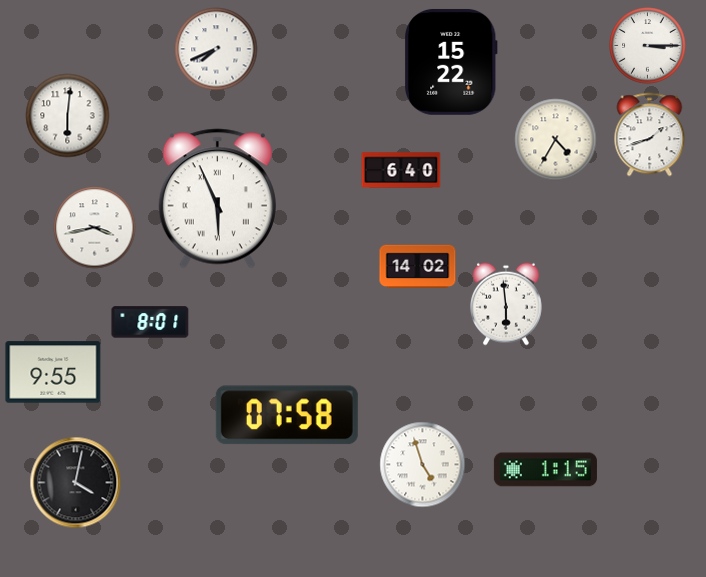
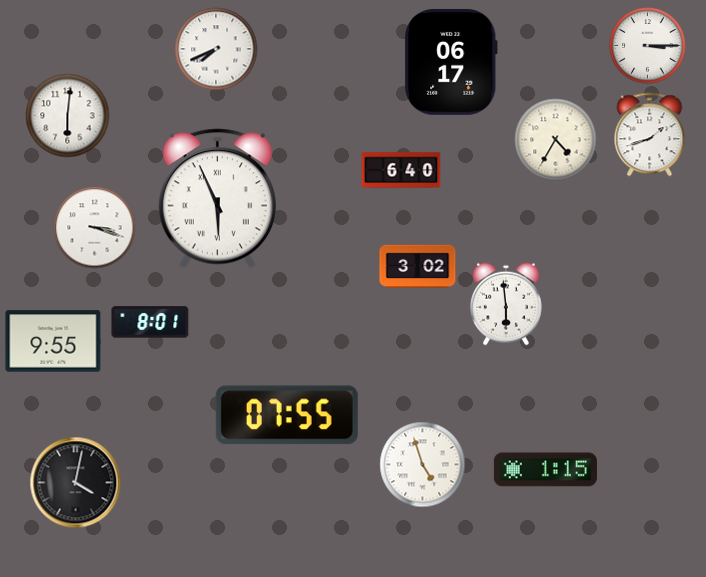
clock at (452, 62): 15:22 -> 06:17
clock at (95, 228): 3:43 -> 3:18
clock at (418, 267): 14:02 -> 3:02
clock at (53, 372) position: (53, 372) -> (53, 341)
clock at (287, 415): 07:58 -> 07:55
